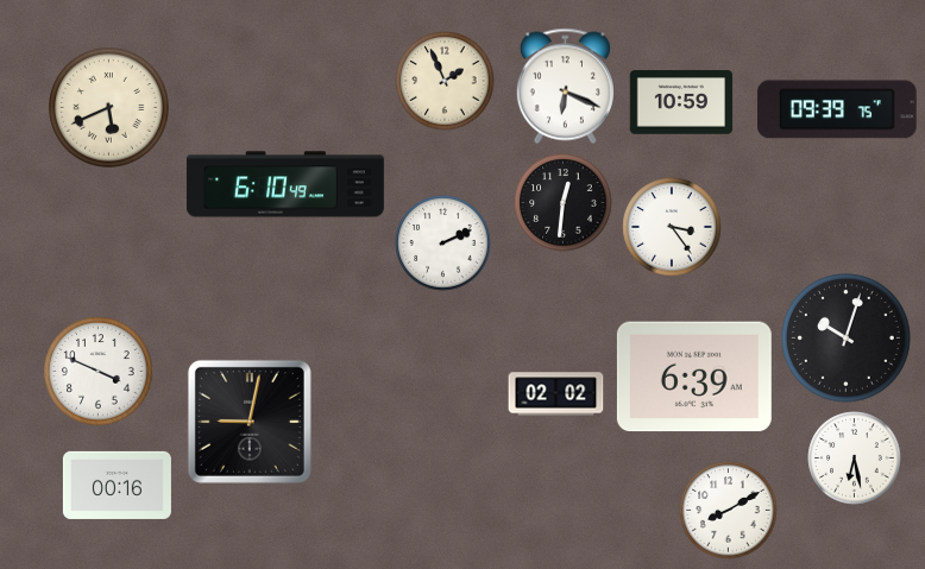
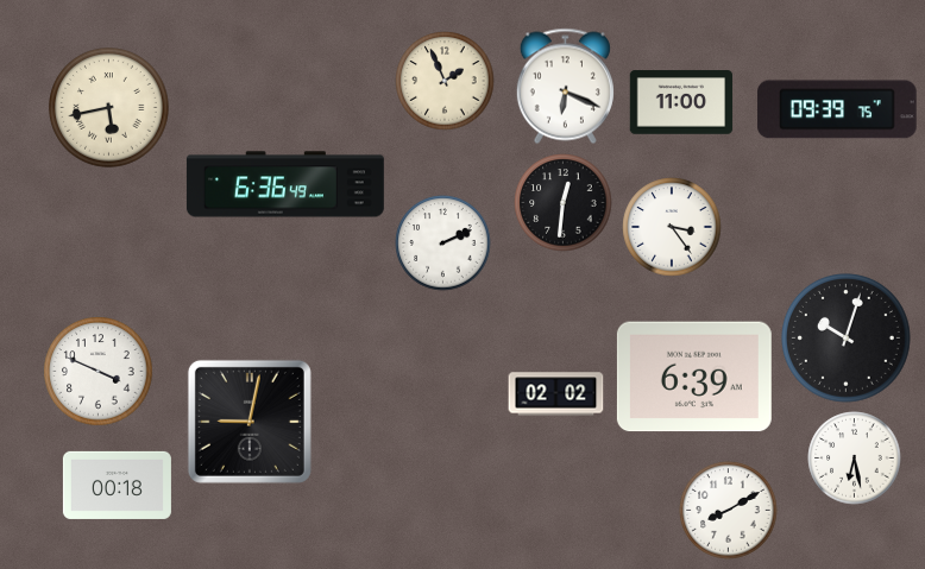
clock at (681, 102): 10:59 -> 11:00
clock at (109, 108): 5:41 -> 5:43
clock at (285, 184): 6:10 -> 6:36
clock at (117, 485): 00:16 -> 00:18
